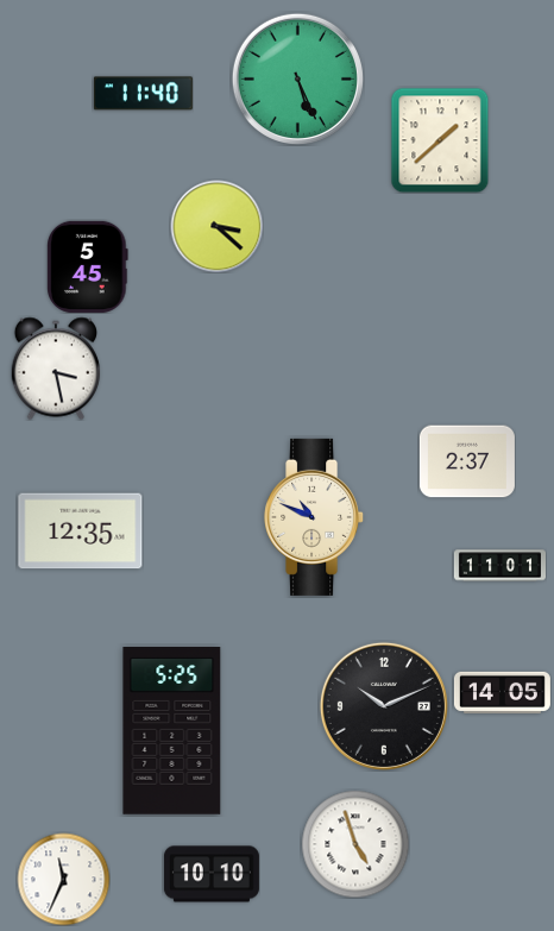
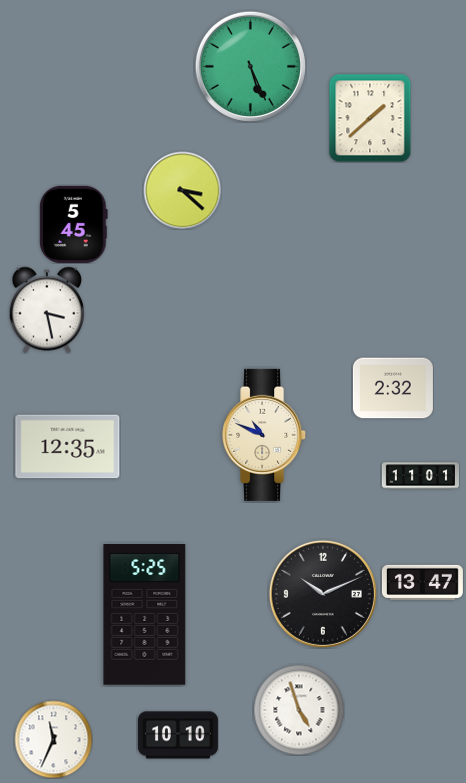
clock at (143, 94): 11:40 -> none
clock at (467, 461): 2:37 -> 2:32
clock at (502, 692): 14:05 -> 13:47
